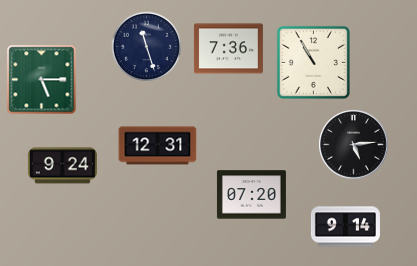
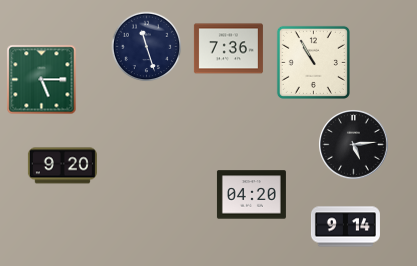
clock at (158, 146): 12:31 -> none
clock at (62, 166): 9:24 -> 9:20
clock at (251, 195): 07:20 -> 04:20
